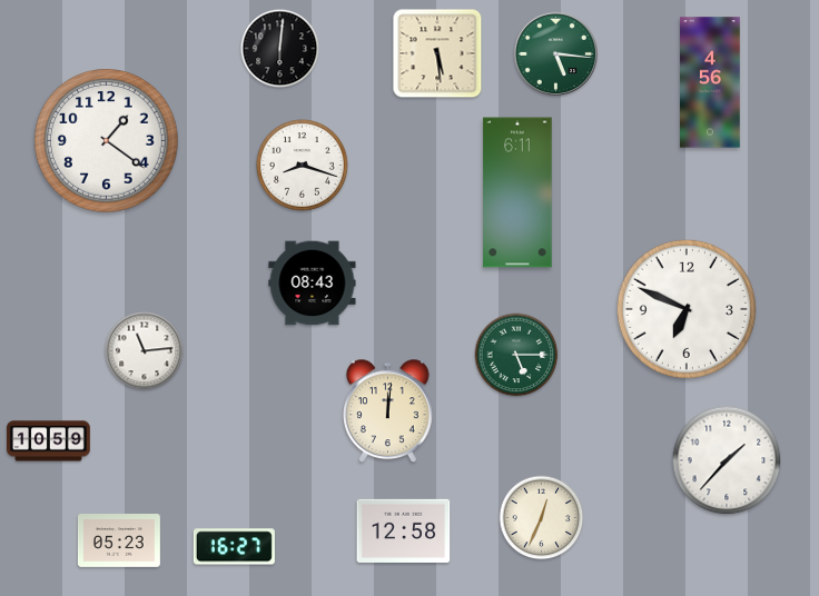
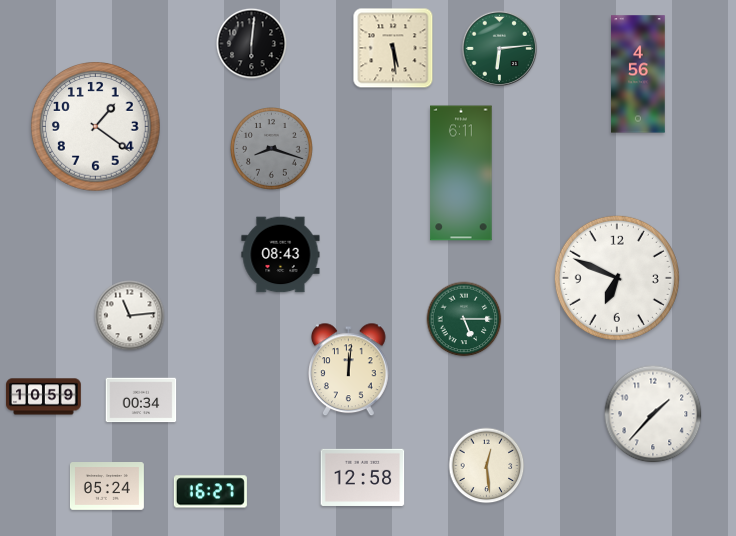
clock at (555, 53): 5:16 -> 6:14
clock at (303, 166) dial: white -> grey
clock at (517, 192) position: (517, 192) -> (461, 173)
clock at (141, 400): none -> 00:34
clock at (542, 518): 12:34 -> 12:29
clock at (119, 542): 05:23 -> 05:24
